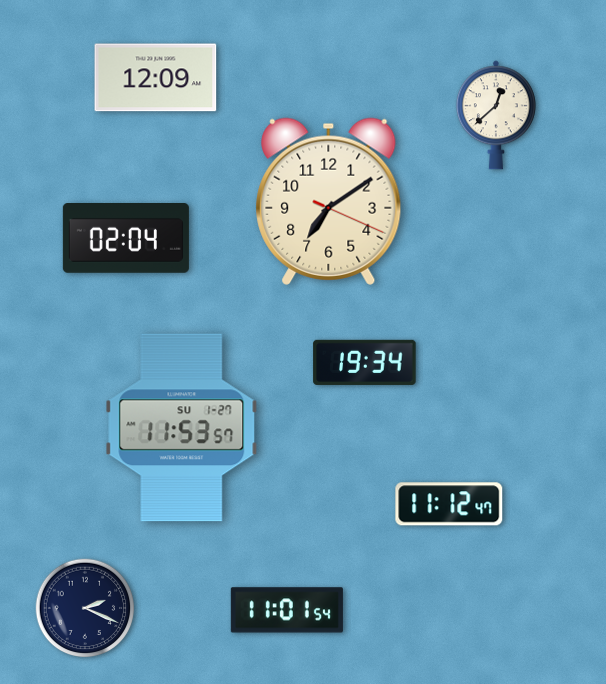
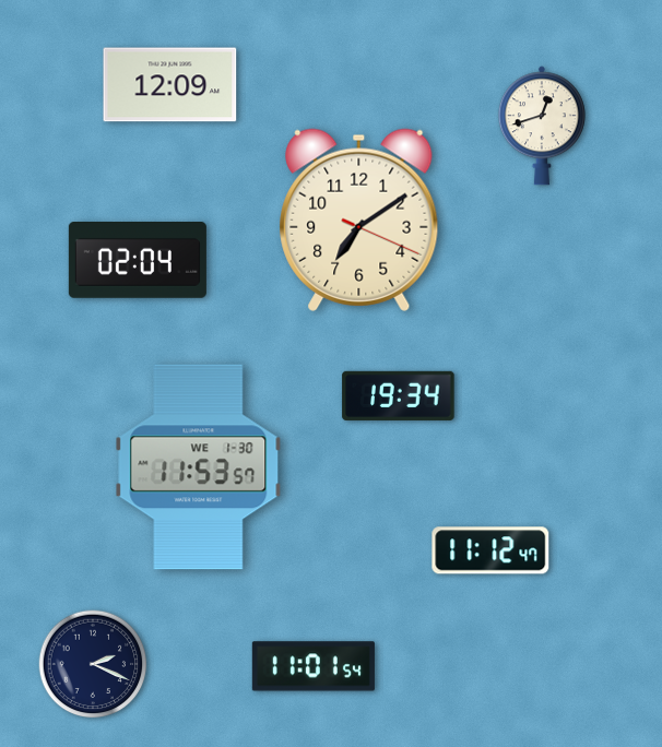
clock at (496, 115): 12:38 -> 12:42
clock at (182, 428) date: SU 1-27 -> WE 1-30
